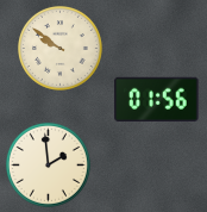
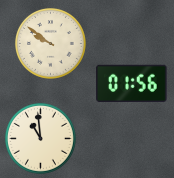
clock at (59, 48) position: (59, 48) -> (50, 43)
clock at (48, 164): 1:59 -> 10:59
